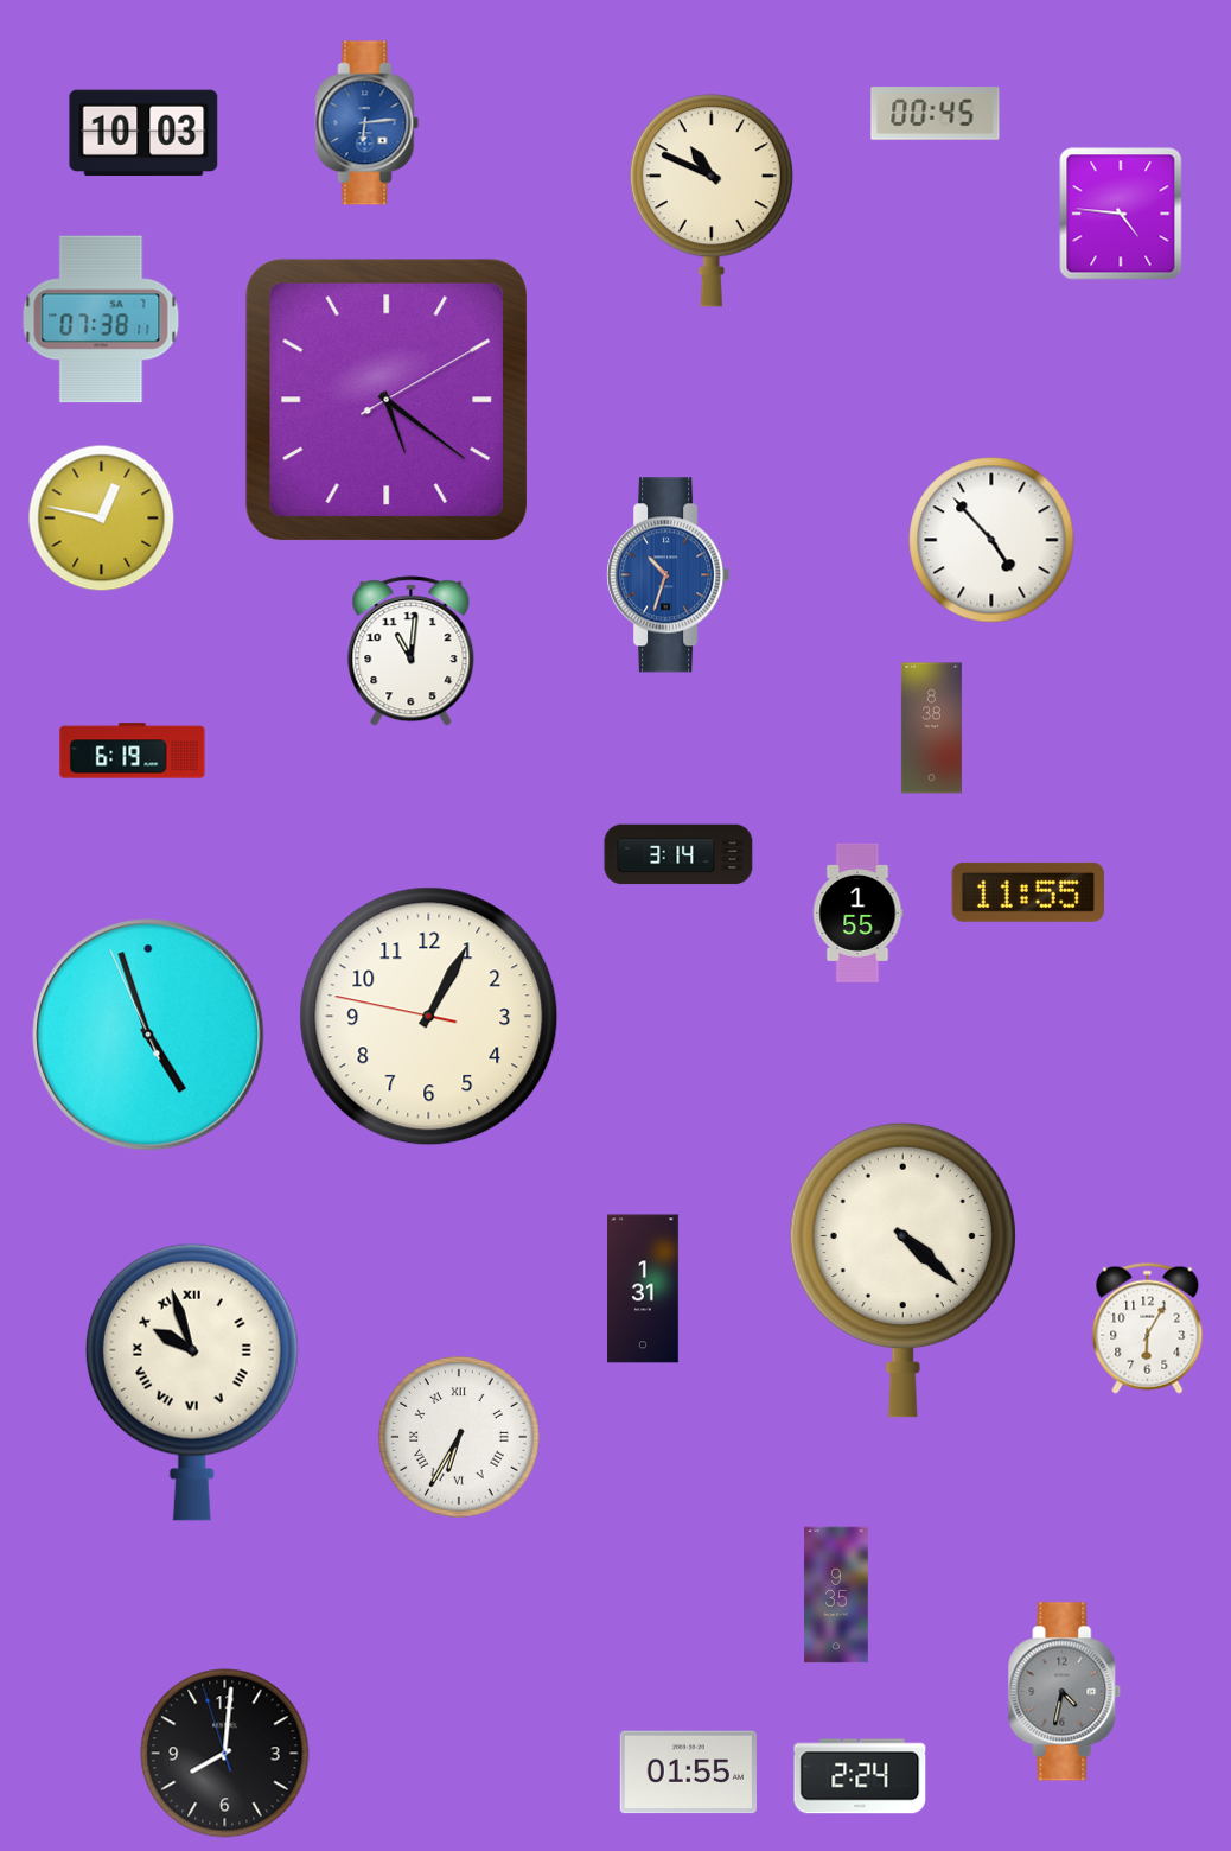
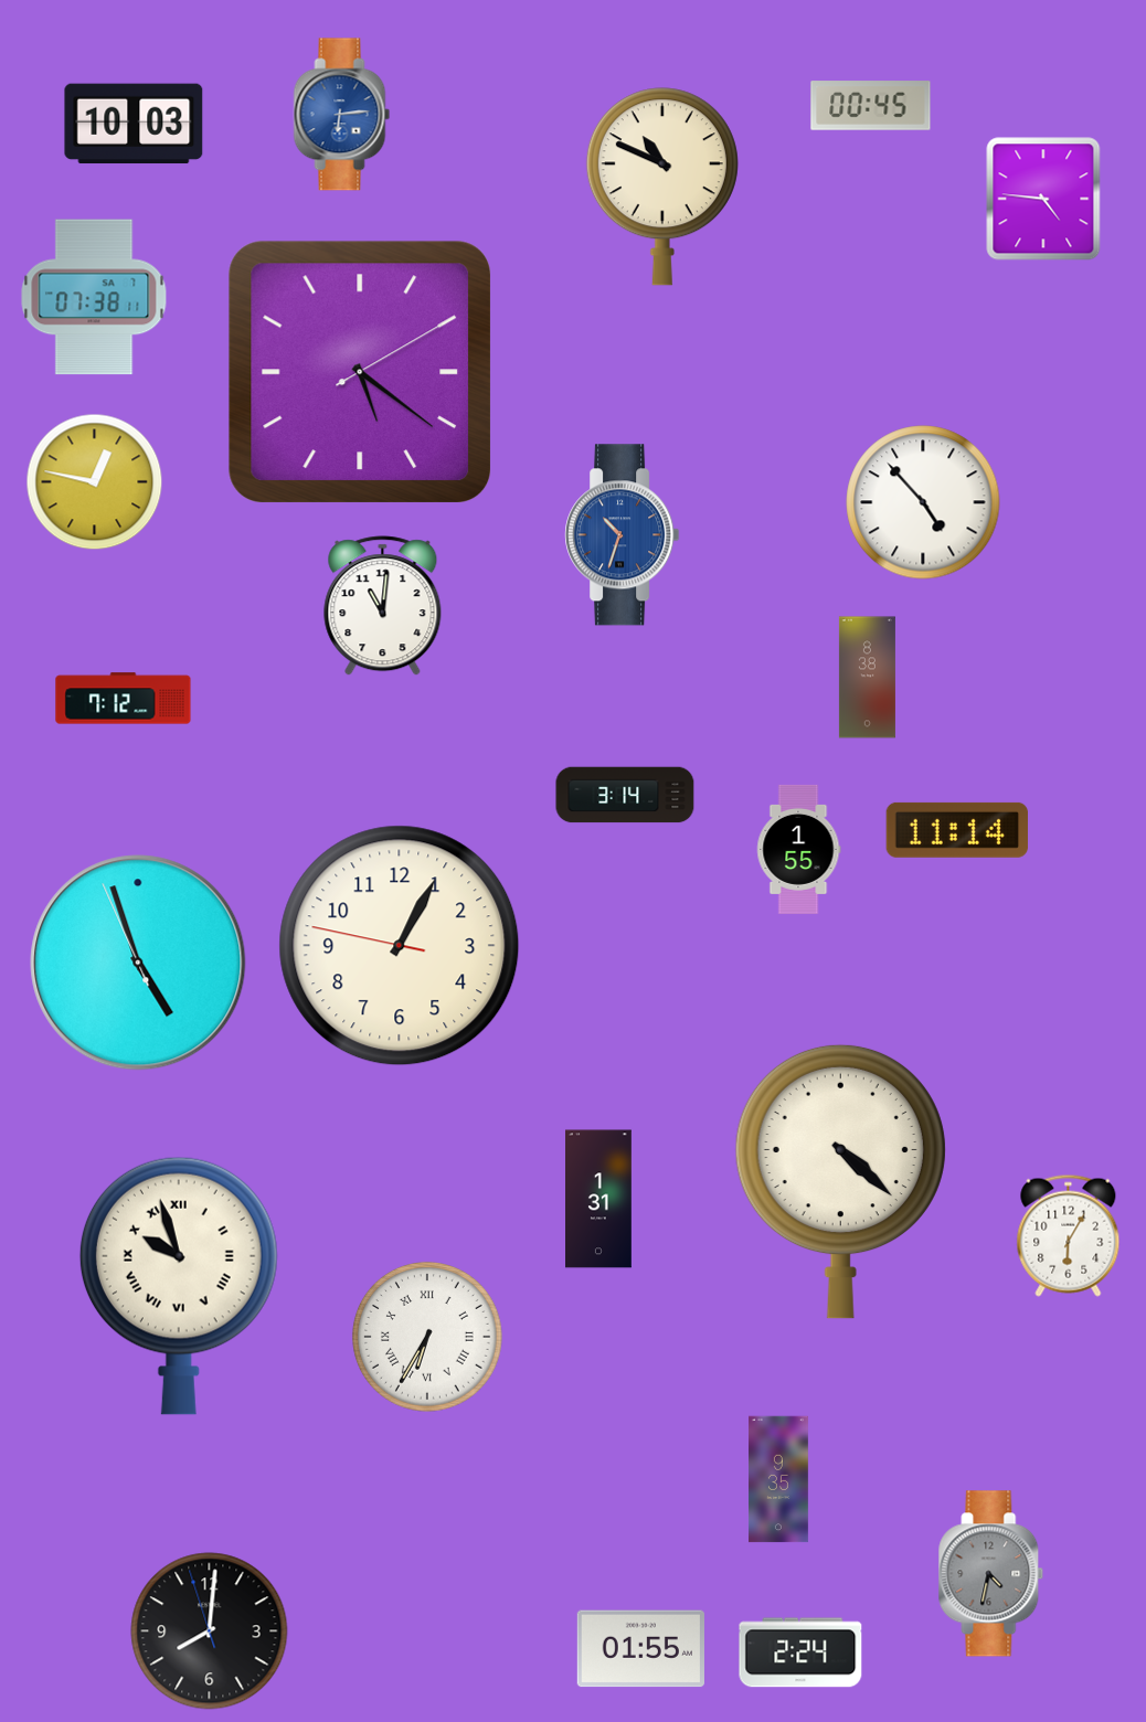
clock at (133, 751): 6:19 -> 7:12
clock at (678, 854) position: (678, 854) -> (625, 795)
clock at (1028, 892): 11:55 -> 11:14
clock at (837, 1595) position: (837, 1595) -> (779, 1479)
